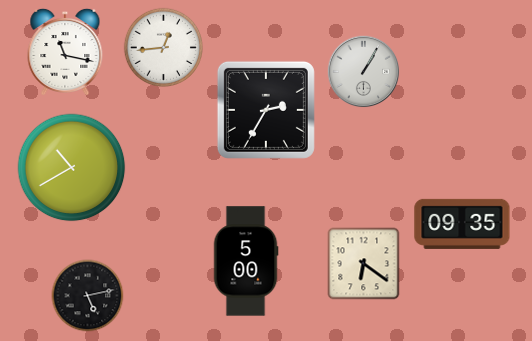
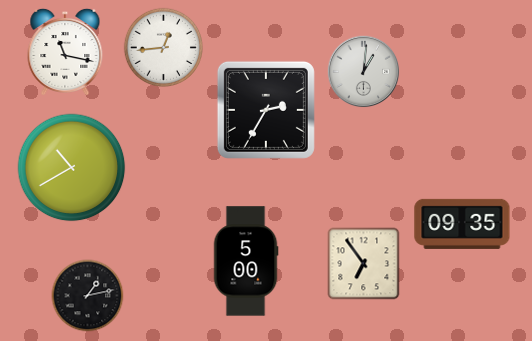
clock at (364, 72): 1:05 -> 1:01
clock at (364, 264): 6:21 -> 6:54
clock at (88, 296): 5:13 -> 1:13
